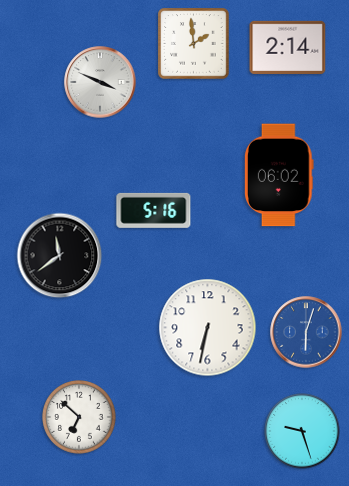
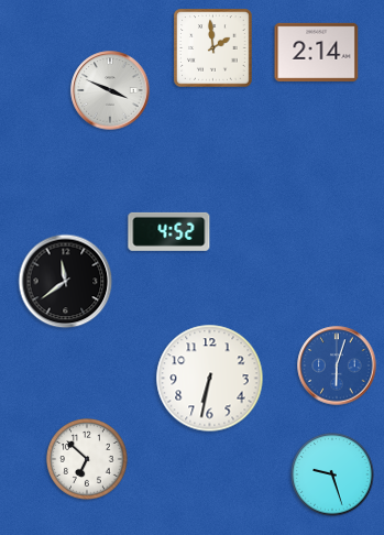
clock at (279, 175): 06:02 -> none
clock at (154, 210): 5:16 -> 4:52
clock at (208, 328) position: (208, 328) -> (210, 379)
